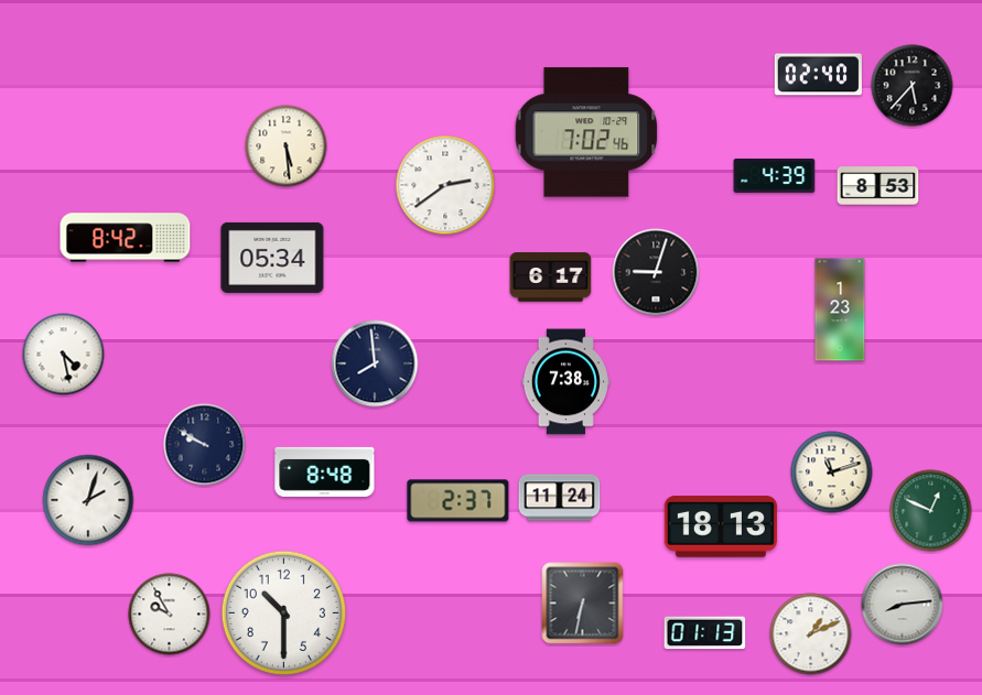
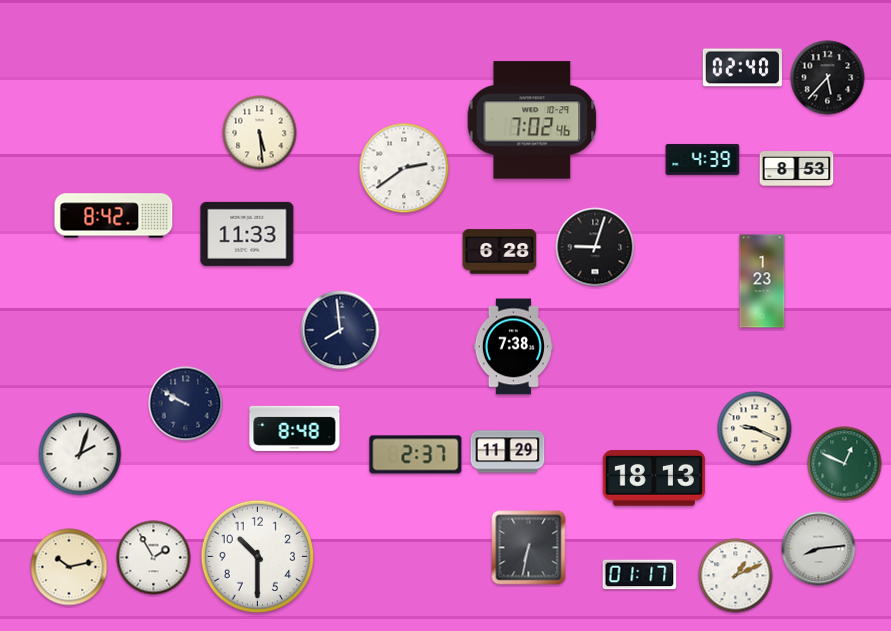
clock at (272, 258): 05:34 -> 11:33
clock at (551, 278): 6:17 -> 6:28
clock at (64, 355): 4:28 -> none
clock at (832, 473): 11:12 -> 9:19
clock at (560, 498): 11:24 -> 11:29
clock at (170, 615): 9:55 -> 1:55
clock at (69, 567): none -> 10:13
clock at (705, 633): 01:13 -> 01:17
